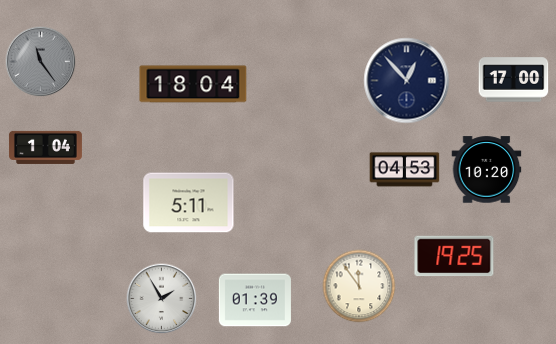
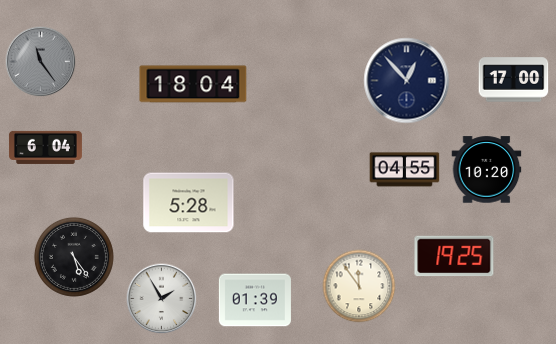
clock at (45, 147): 1:04 -> 6:04
clock at (405, 170): 04:53 -> 04:55
clock at (189, 203): 5:11 -> 5:28
clock at (74, 257): none -> 5:24
